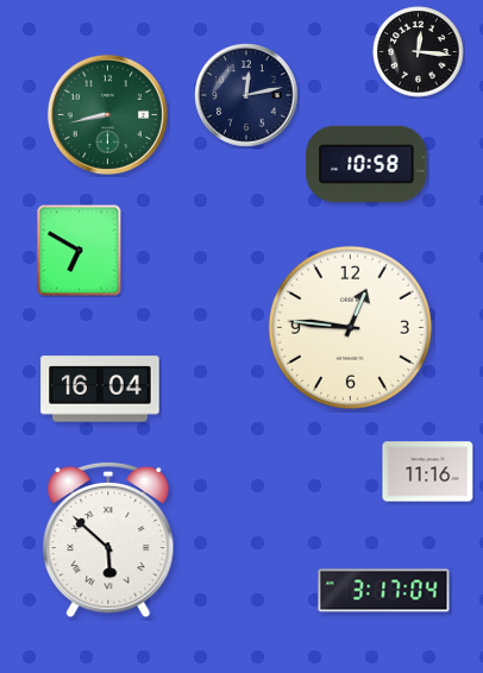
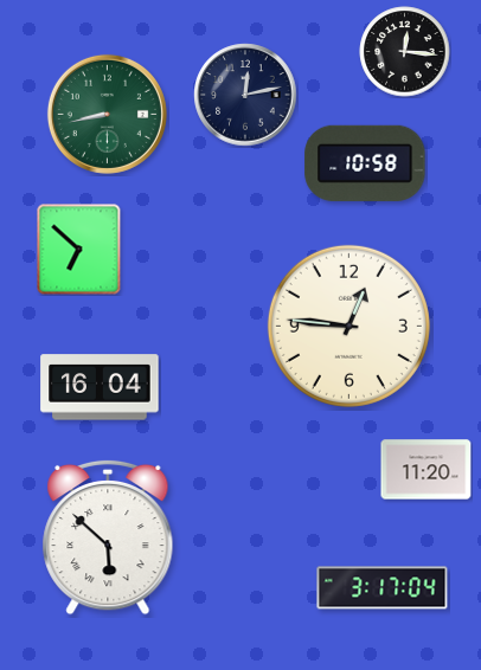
clock at (419, 52) position: (419, 52) -> (405, 52)
clock at (80, 251): 6:50 -> 6:52
clock at (428, 472): 11:16 -> 11:20
